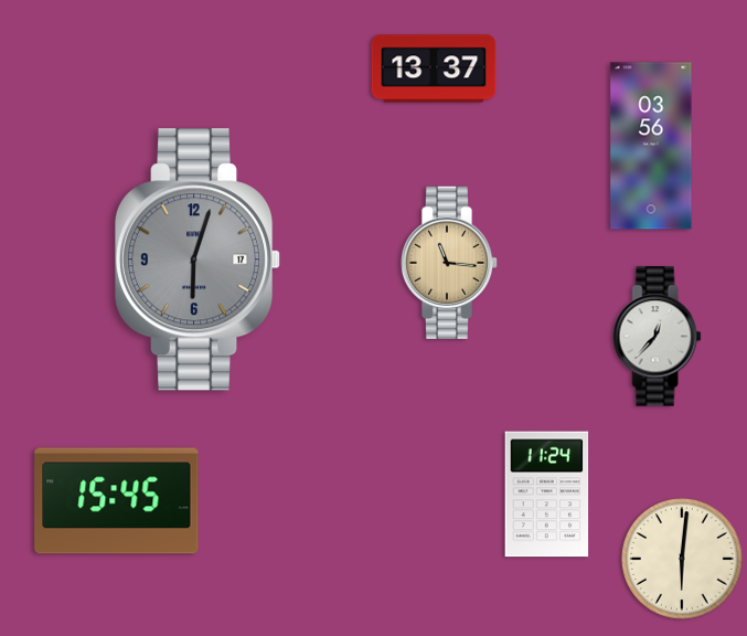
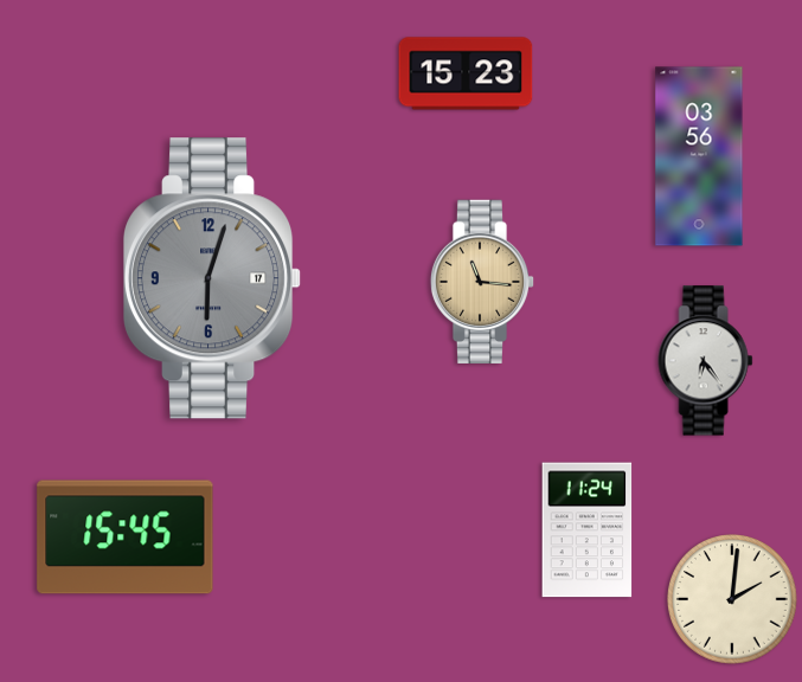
clock at (434, 68): 13:37 -> 15:23
clock at (658, 337): 12:37 -> 6:24
clock at (683, 560): 6:01 -> 2:01
